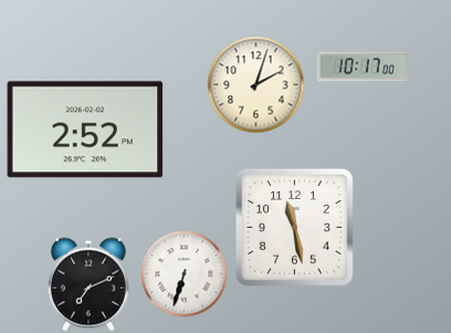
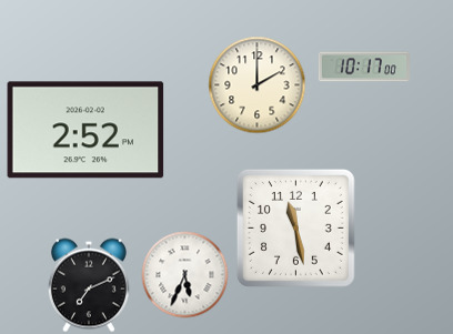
clock at (256, 85): 2:03 -> 2:00
clock at (185, 274): 6:33 -> 5:34
